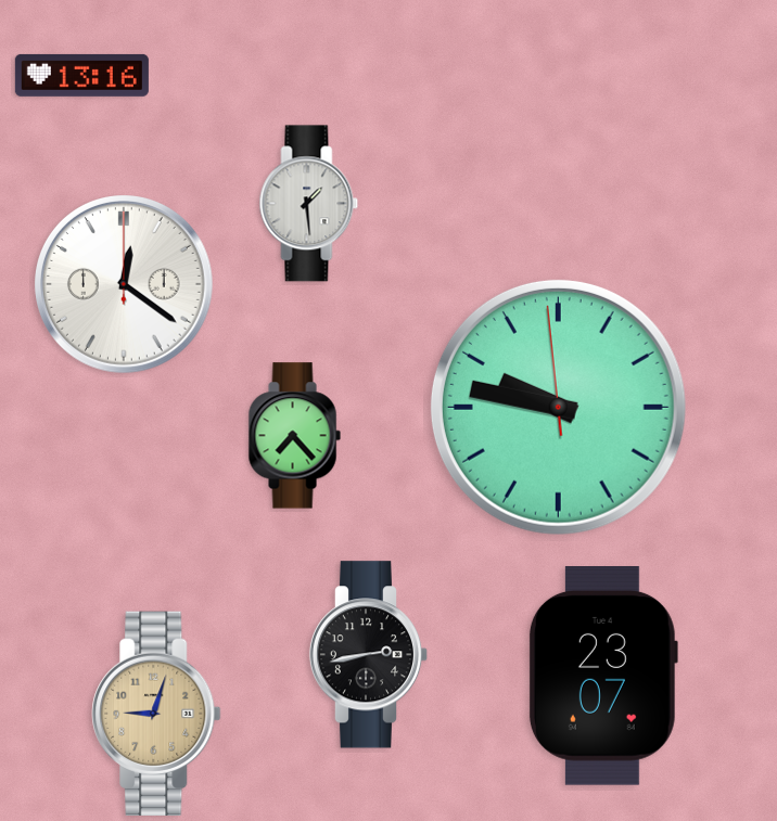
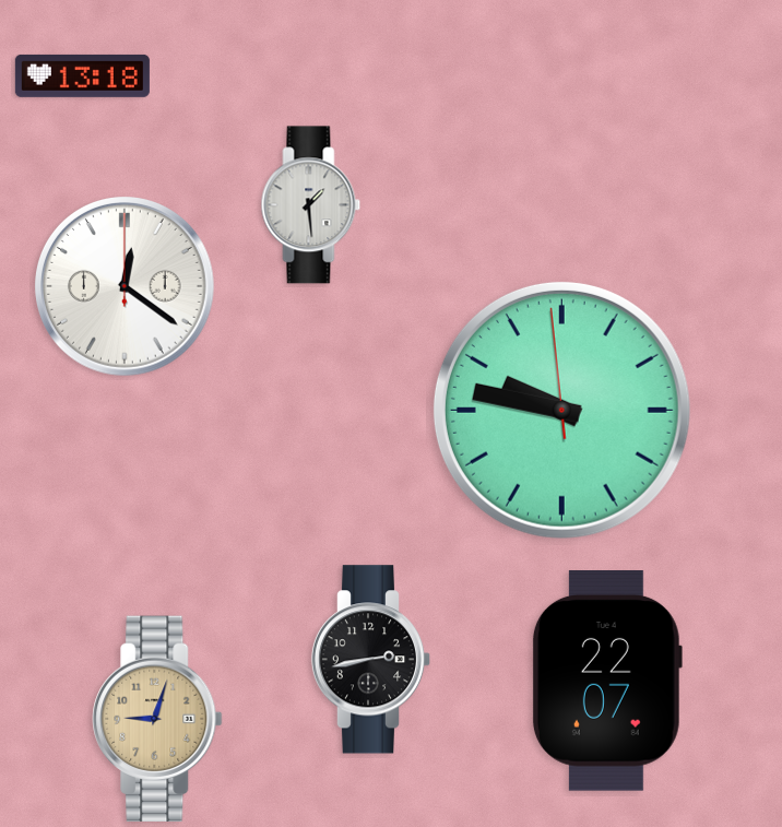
clock at (81, 75): 13:16 -> 13:18
clock at (294, 436): 7:23 -> none
clock at (603, 677): 23:07 -> 22:07
